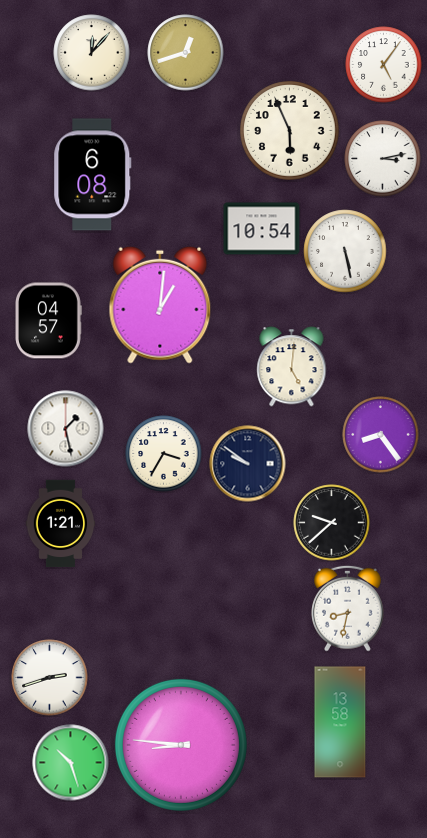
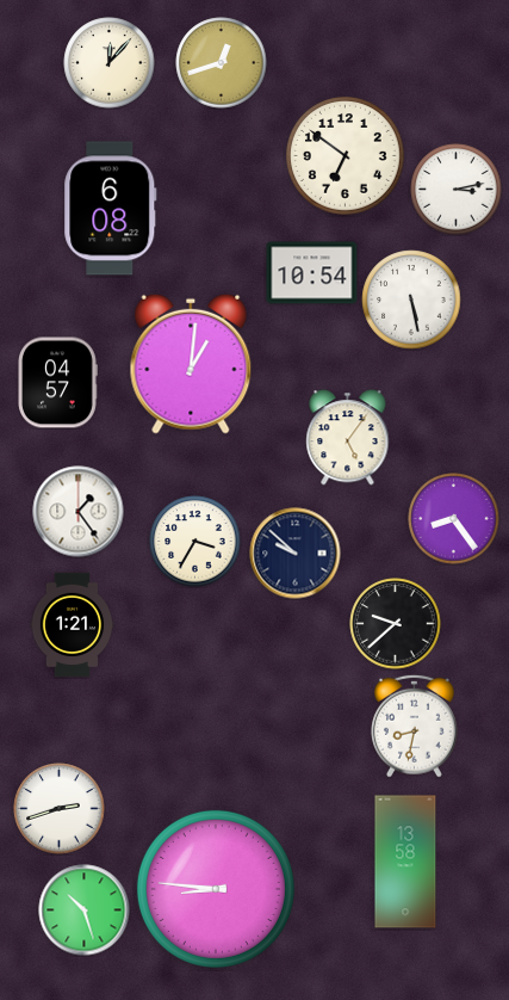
clock at (384, 65): 5:06 -> none
clock at (290, 131): 5:56 -> 6:51
clock at (292, 367): 5:01 -> 5:06
clock at (66, 429): 1:28 -> 1:24
clock at (248, 464): 9:51 -> 9:52
